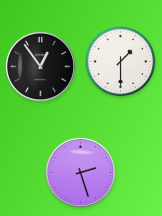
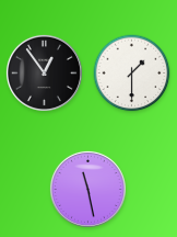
clock at (121, 62) position: (121, 62) -> (132, 74)
clock at (80, 172): 2:27 -> 11:28
